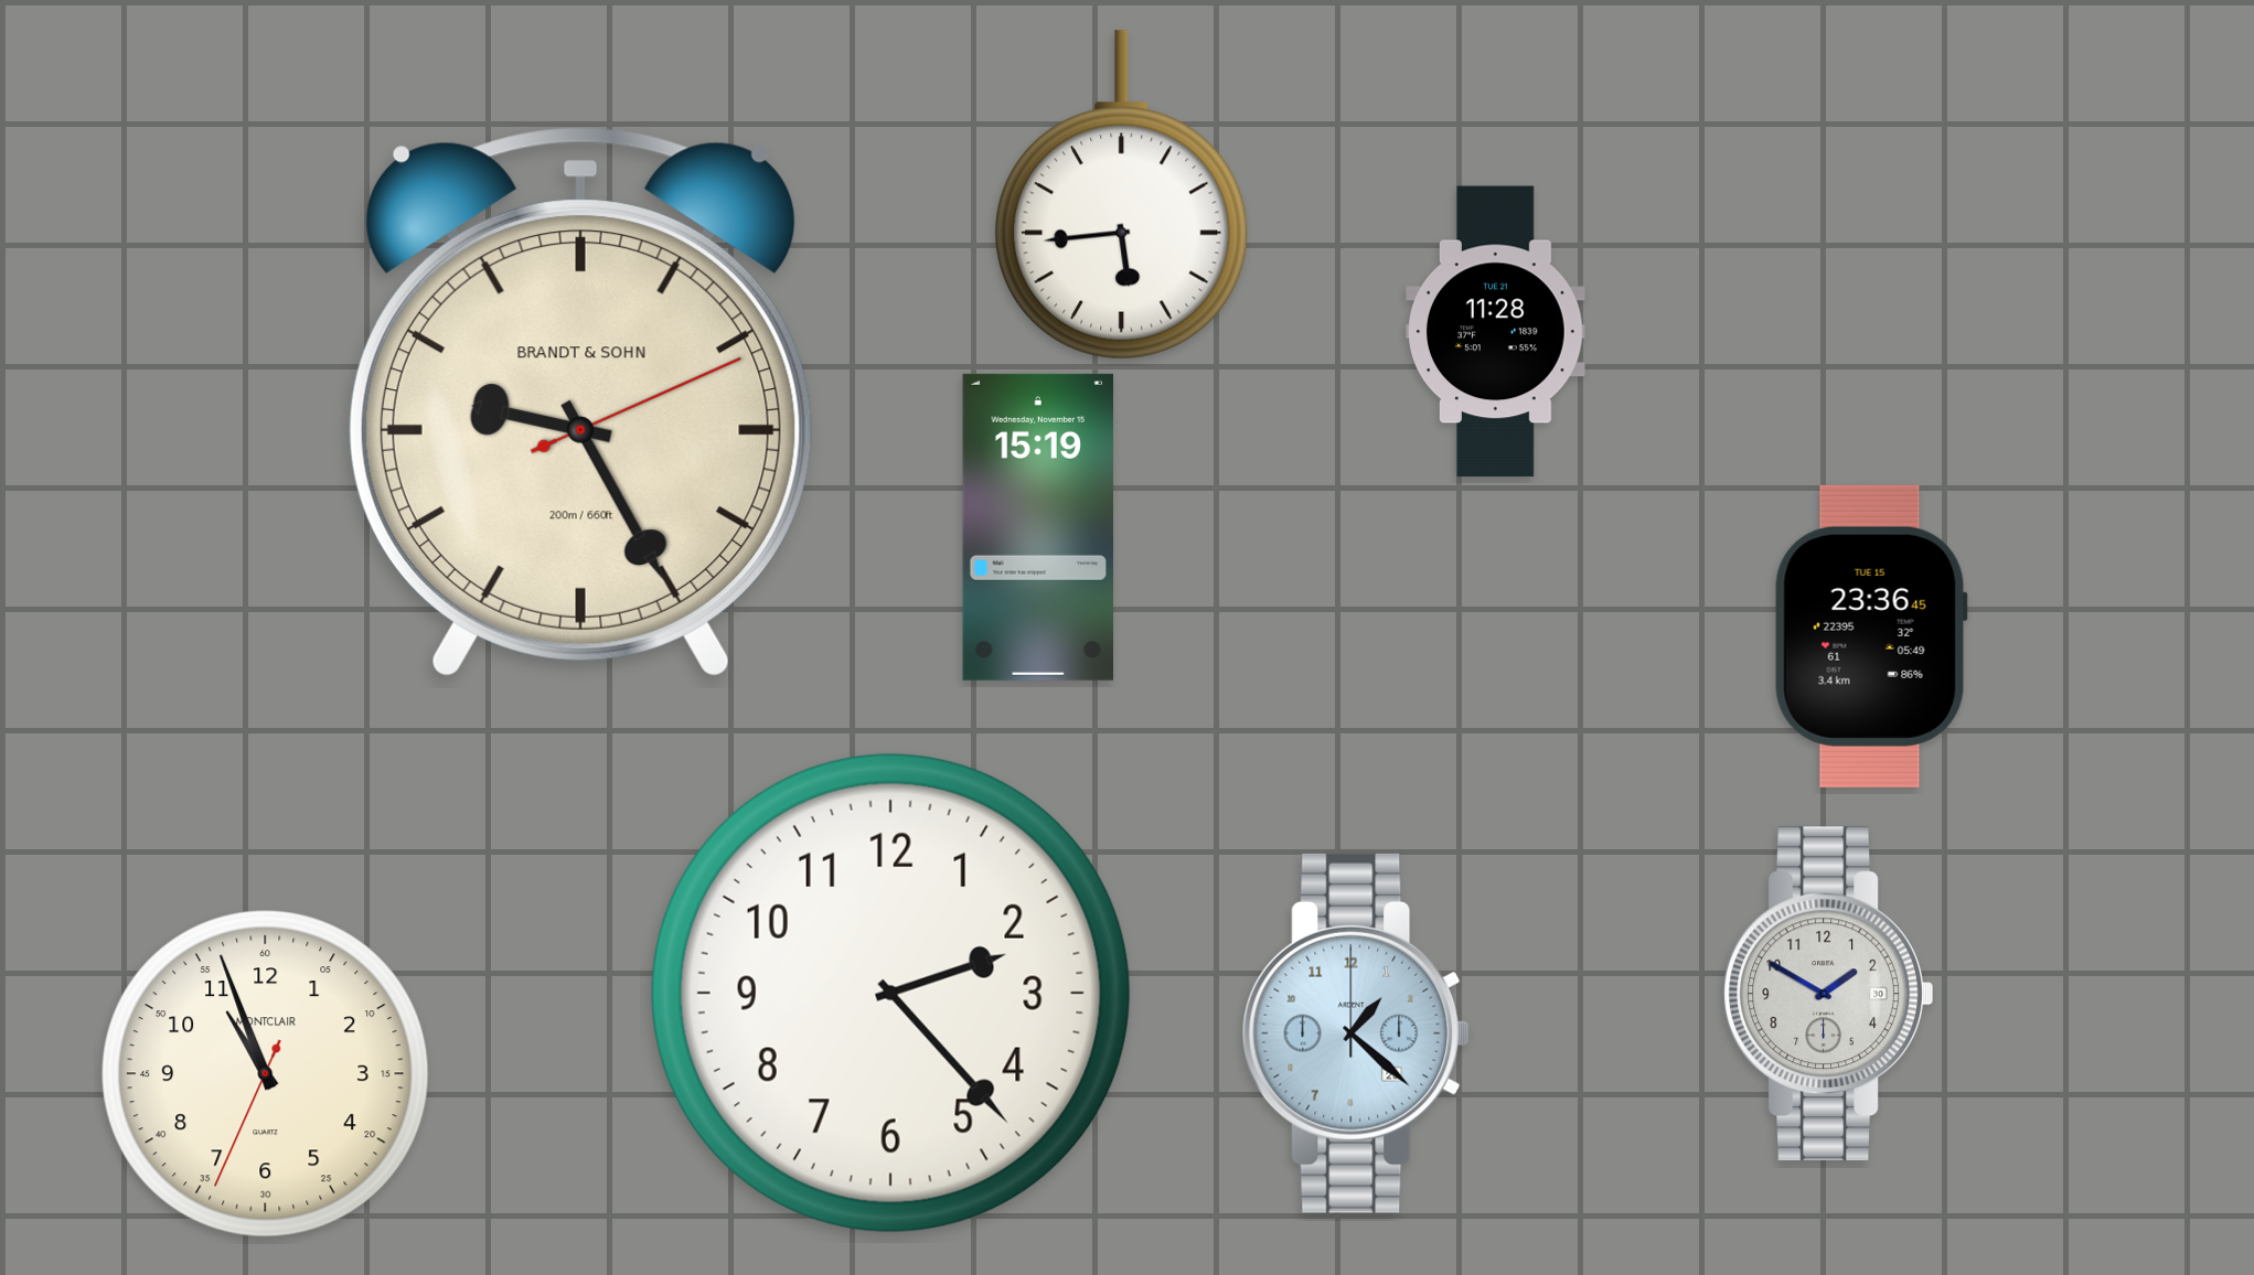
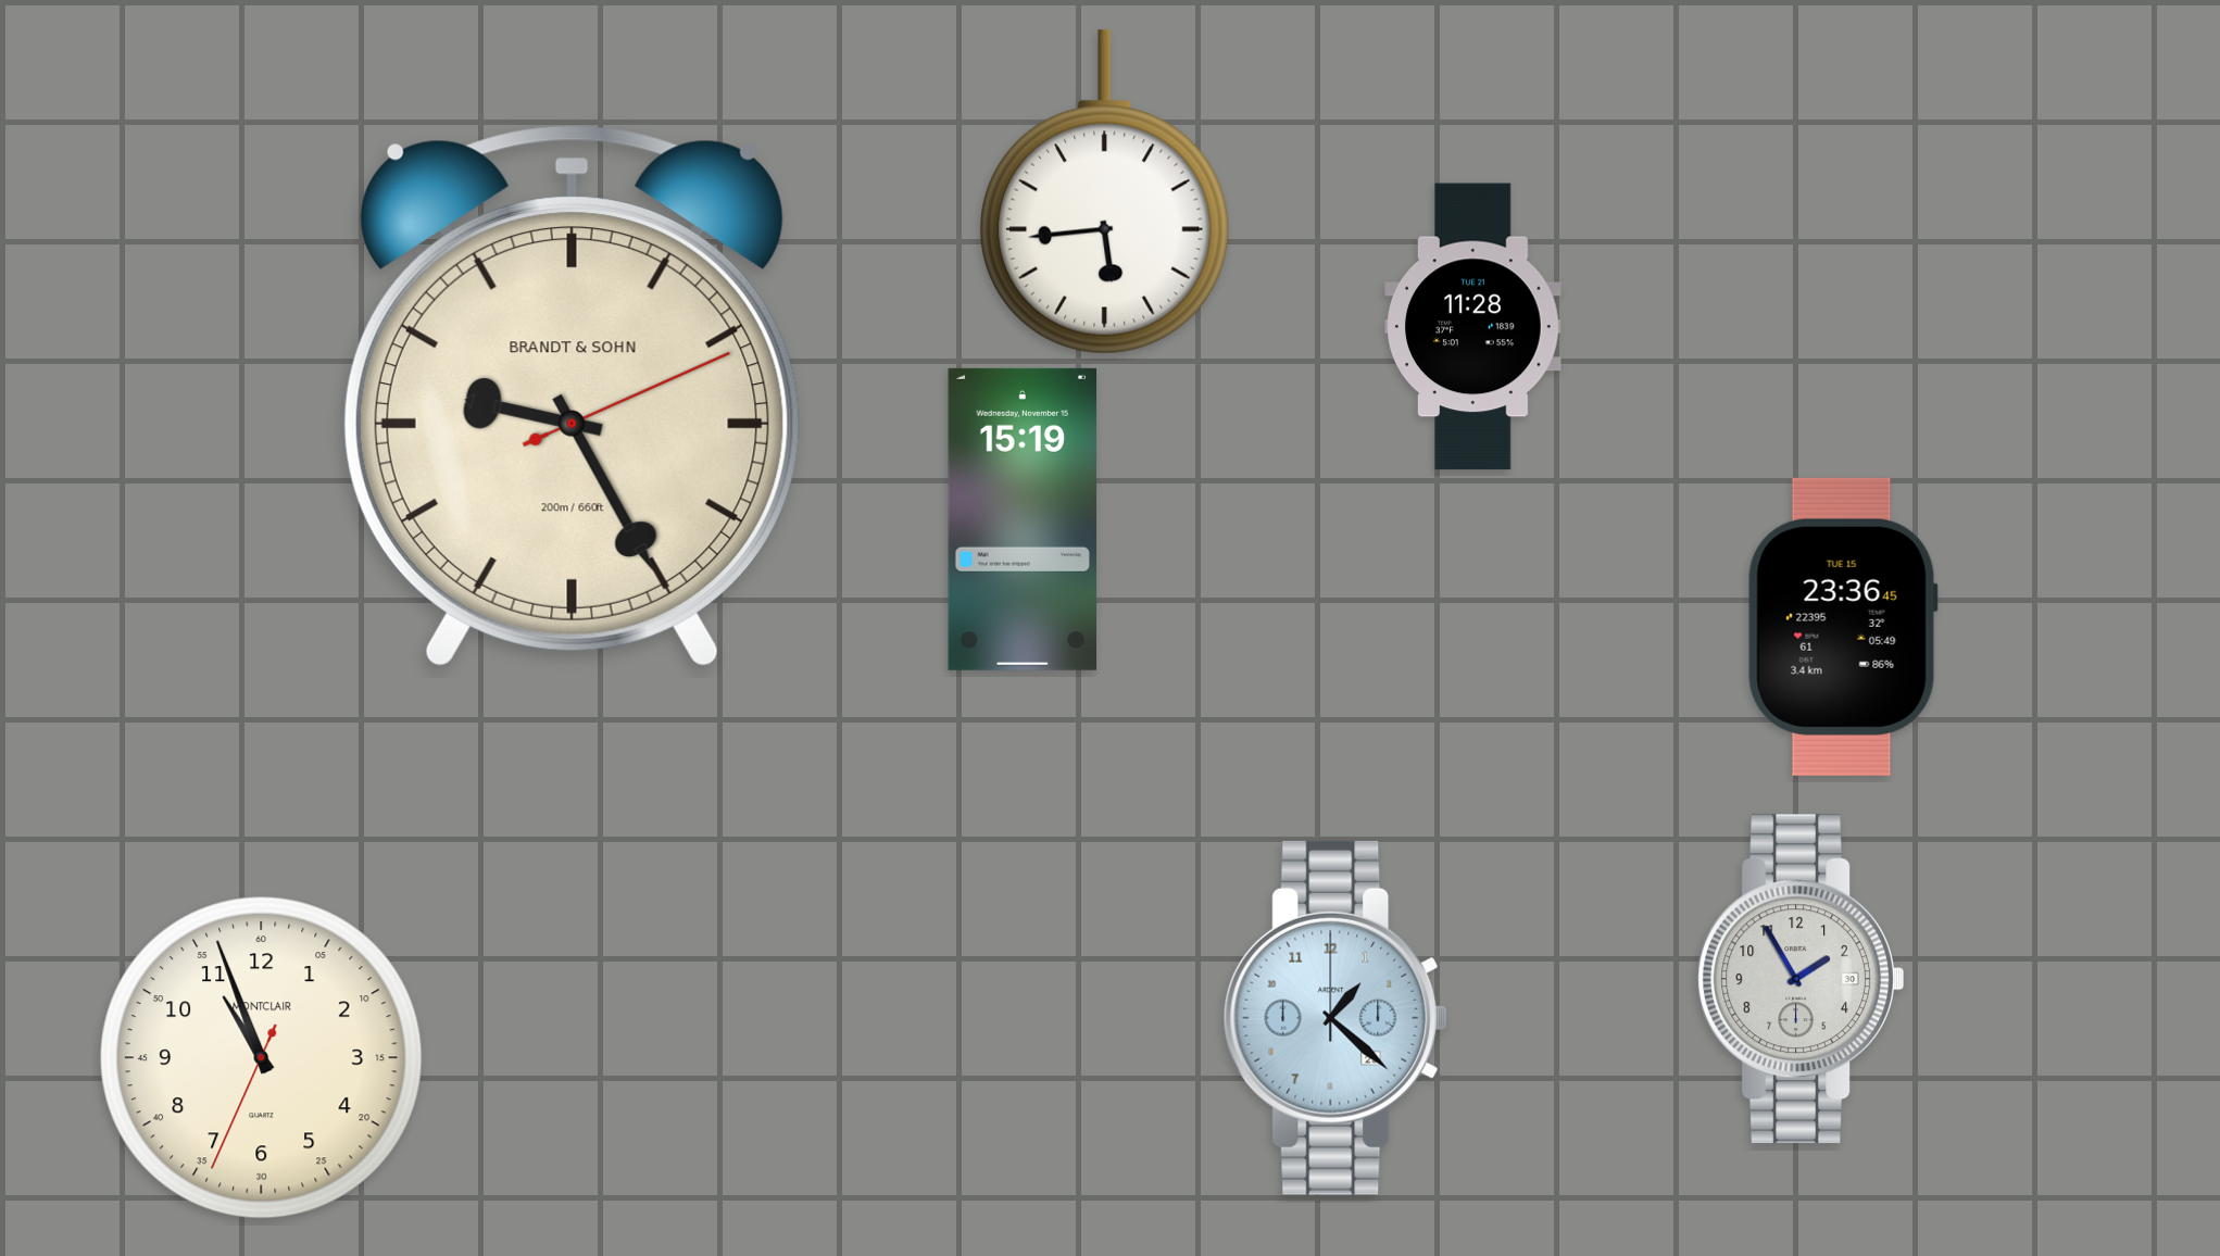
clock at (890, 993): 2:23 -> none
clock at (1828, 994): 1:50 -> 1:55
